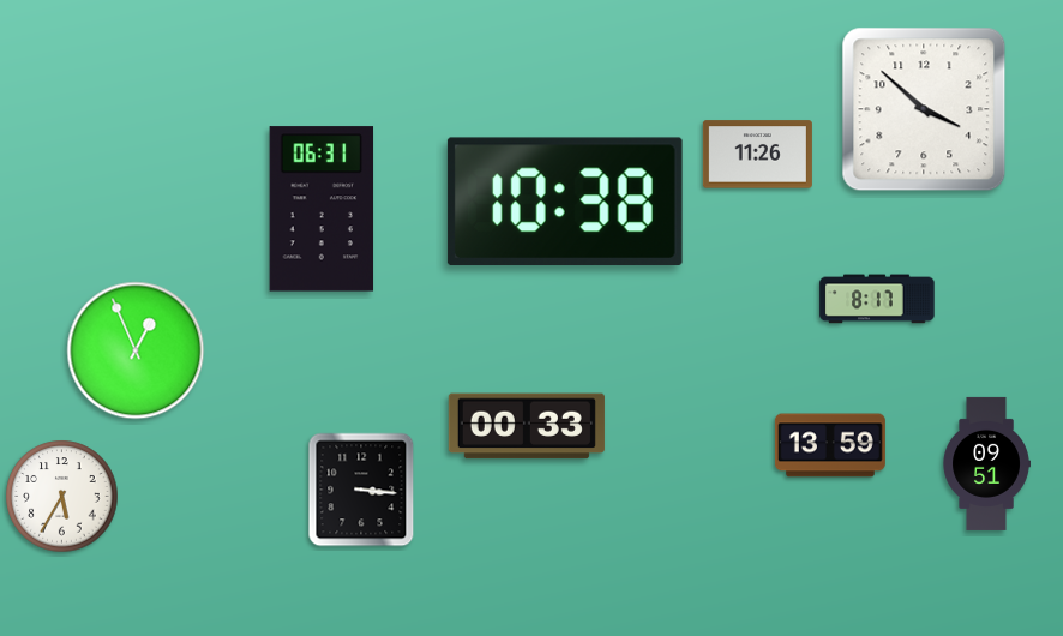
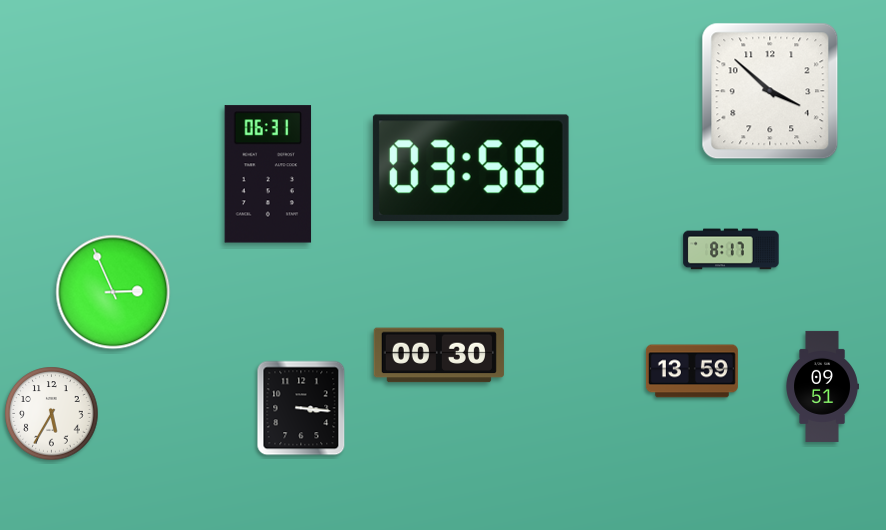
clock at (757, 155): 11:26 -> none
clock at (565, 202): 10:38 -> 03:58
clock at (136, 350): 12:56 -> 2:56
clock at (527, 426): 00:33 -> 00:30
